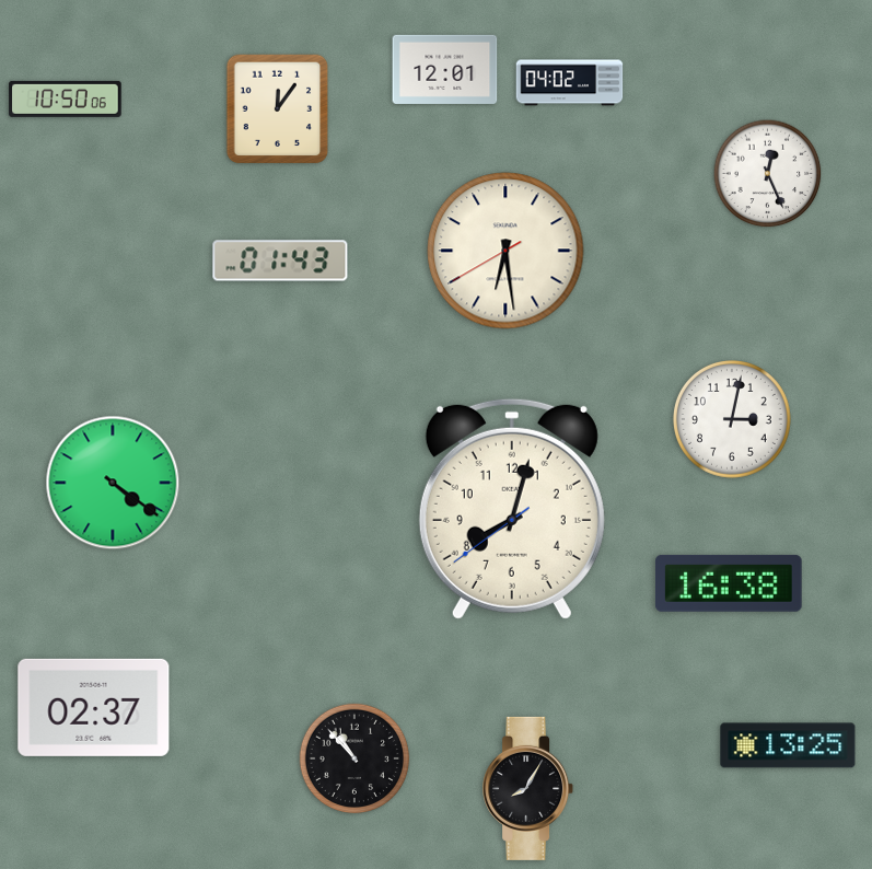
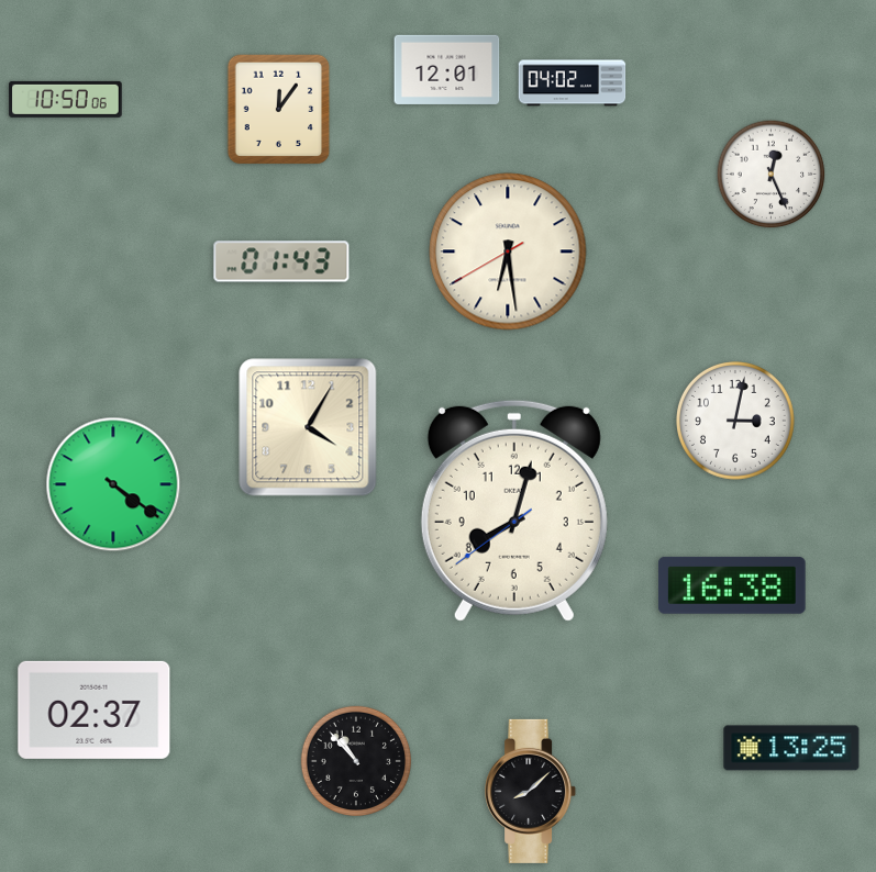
clock at (308, 427): none -> 4:05
clock at (528, 788): 8:05 -> 8:08
